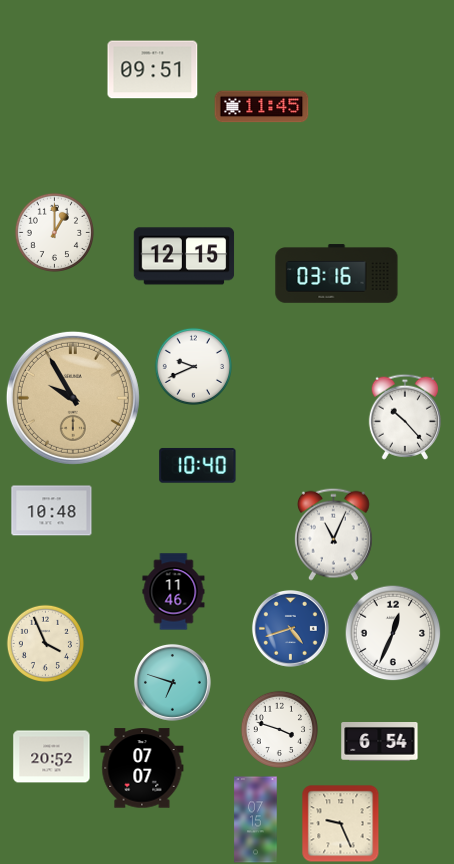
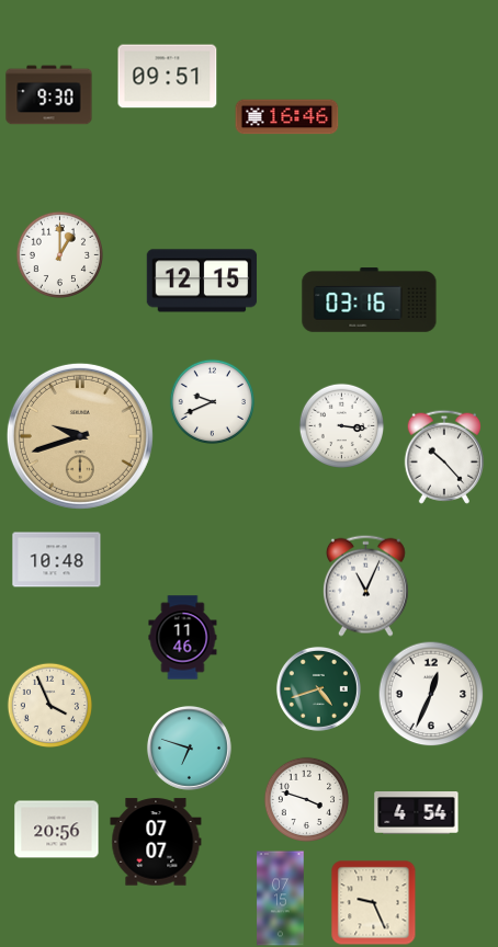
clock at (49, 95): none -> 9:30
clock at (262, 107): 11:45 -> 16:46
clock at (341, 425): none -> 3:16
clock at (73, 398): 9:55 -> 9:42
clock at (198, 466): 10:40 -> none
clock at (174, 592) position: (174, 592) -> (183, 638)
clock at (290, 628) dial: blue -> green
clock at (380, 742): 6:54 -> 4:54
clock at (52, 757): 20:52 -> 20:56
